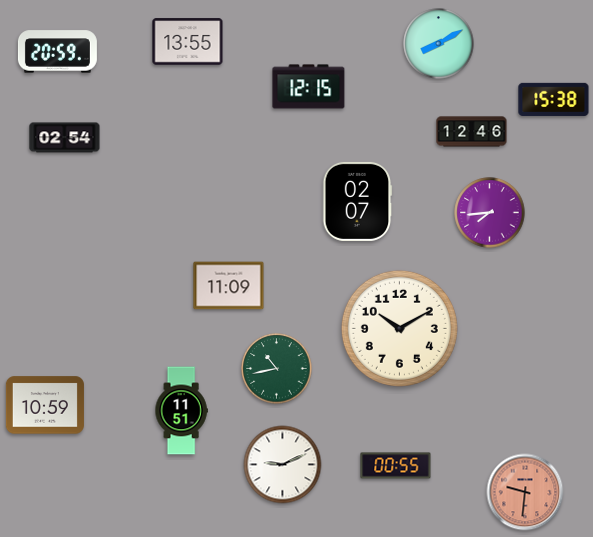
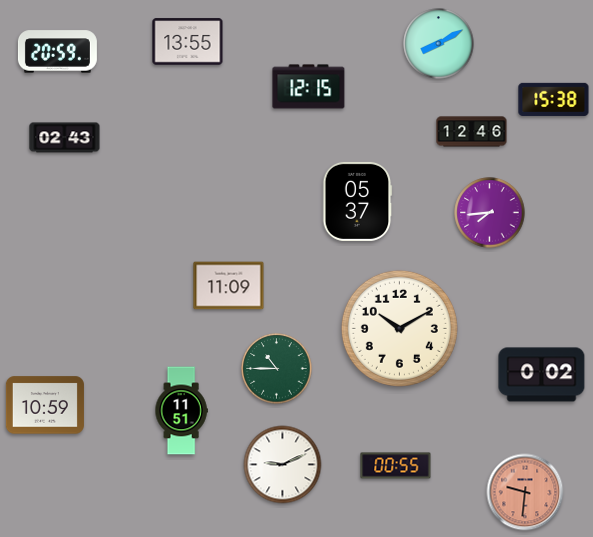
clock at (65, 138): 02:54 -> 02:43
clock at (358, 201): 02:07 -> 05:37
clock at (277, 369): 10:43 -> 10:45
clock at (542, 375): none -> 0:02
